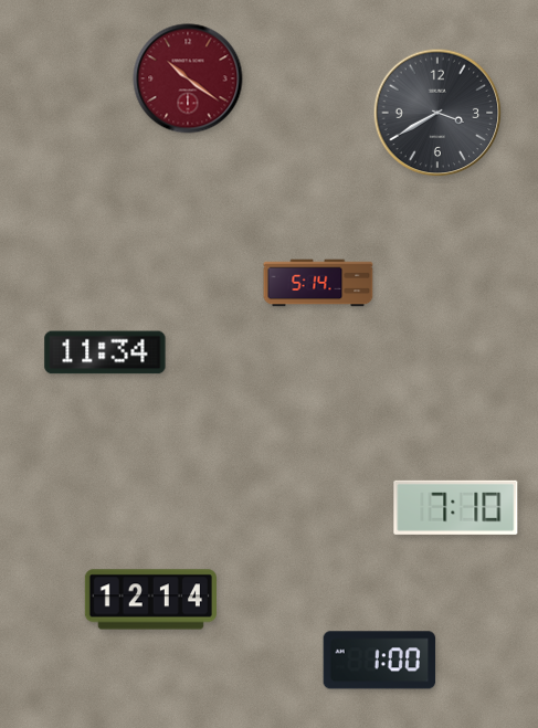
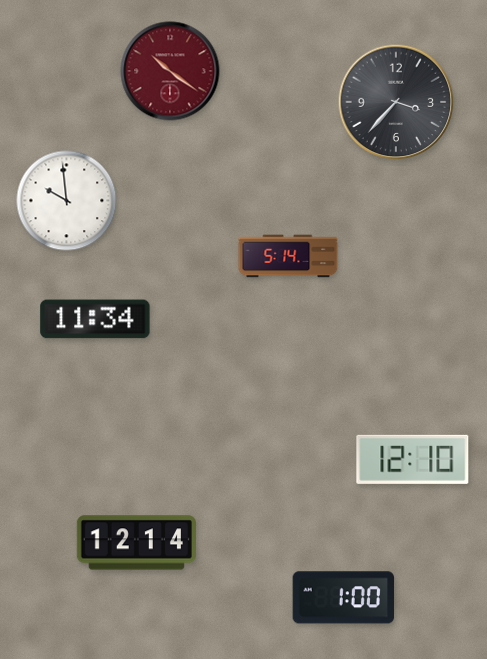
clock at (437, 113): 3:40 -> 3:37
clock at (67, 201): none -> 9:59
clock at (456, 507): 7:10 -> 12:10
